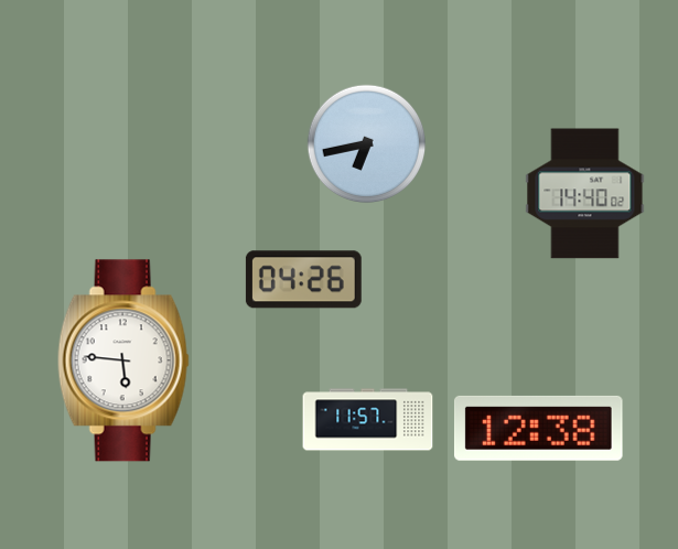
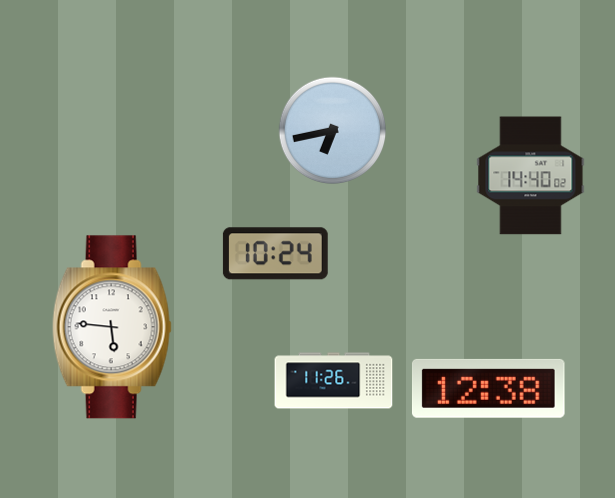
clock at (303, 280): 04:26 -> 10:24
clock at (368, 420): 11:57 -> 11:26
